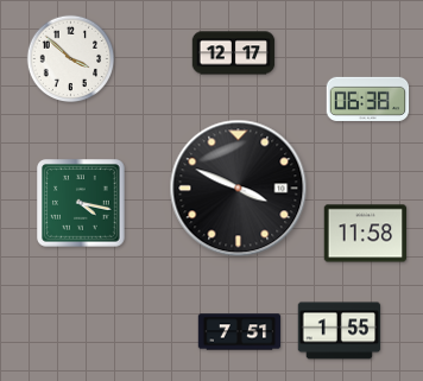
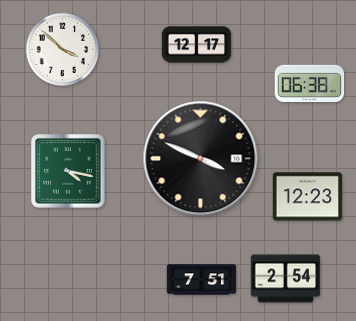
clock at (71, 59) position: (71, 59) -> (63, 50)
clock at (366, 234): 11:58 -> 12:23
clock at (340, 331): 1:55 -> 2:54
